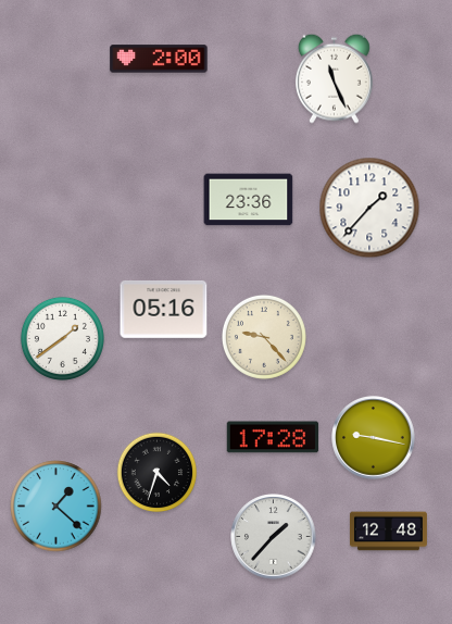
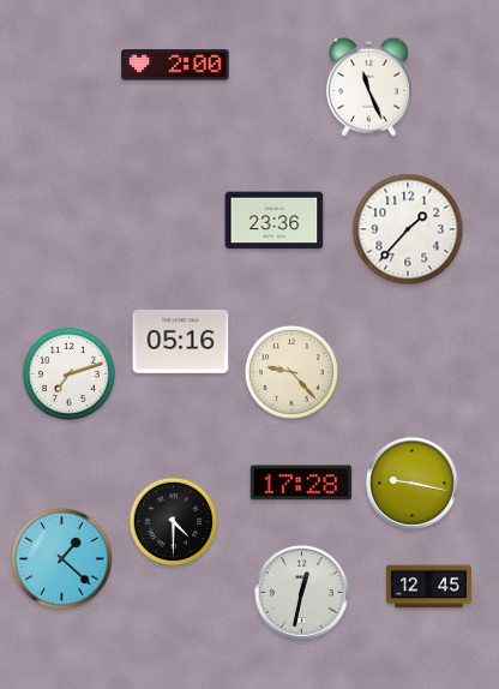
clock at (62, 338): 1:39 -> 7:12
clock at (158, 473): 4:33 -> 4:30
clock at (388, 532): 12:48 -> 12:45
clock at (274, 537): 1:37 -> 12:32
